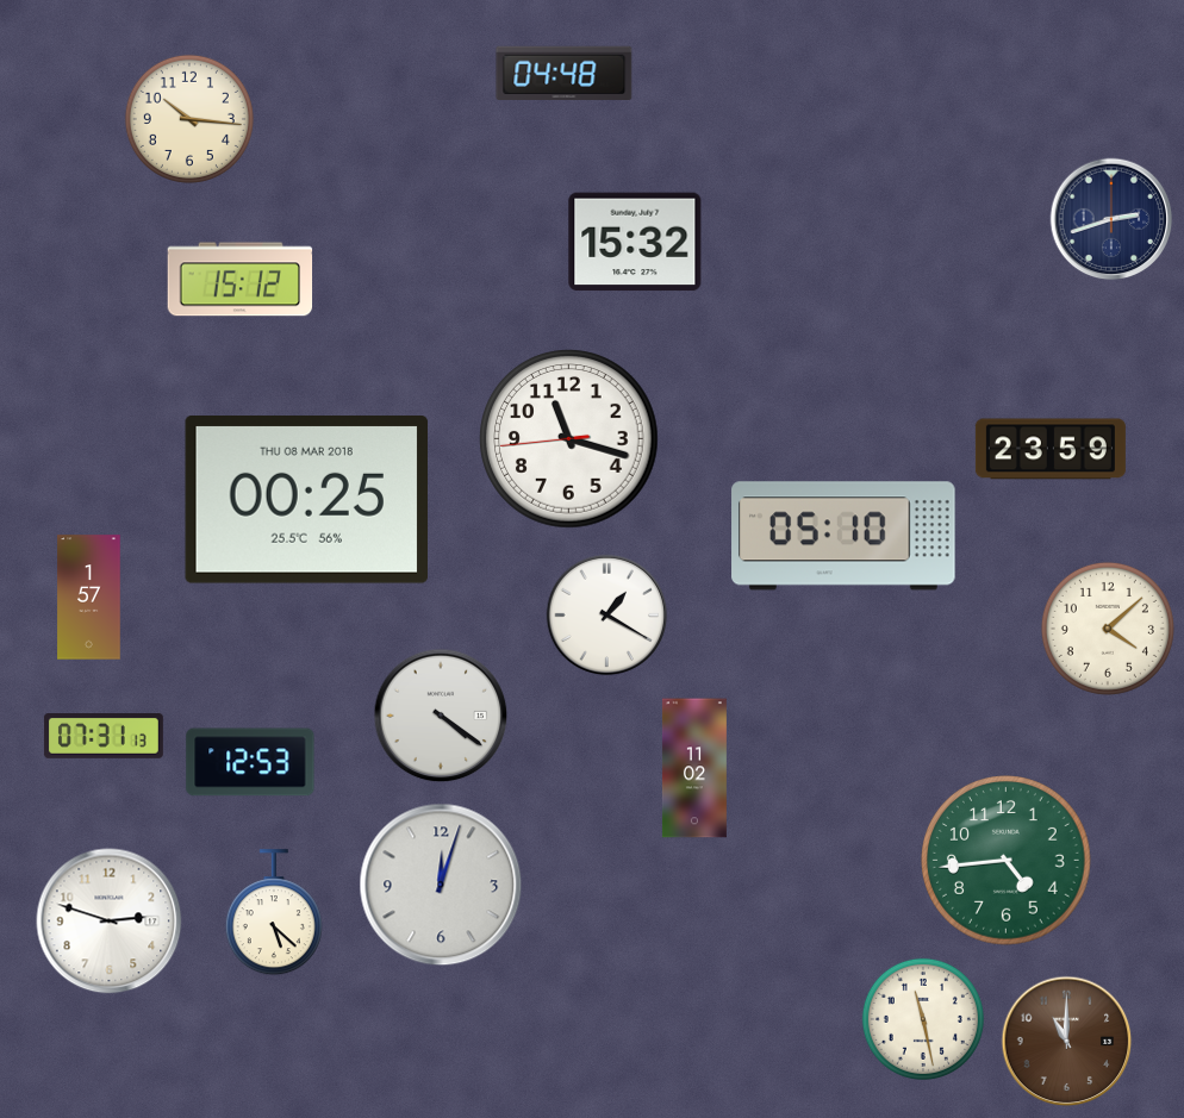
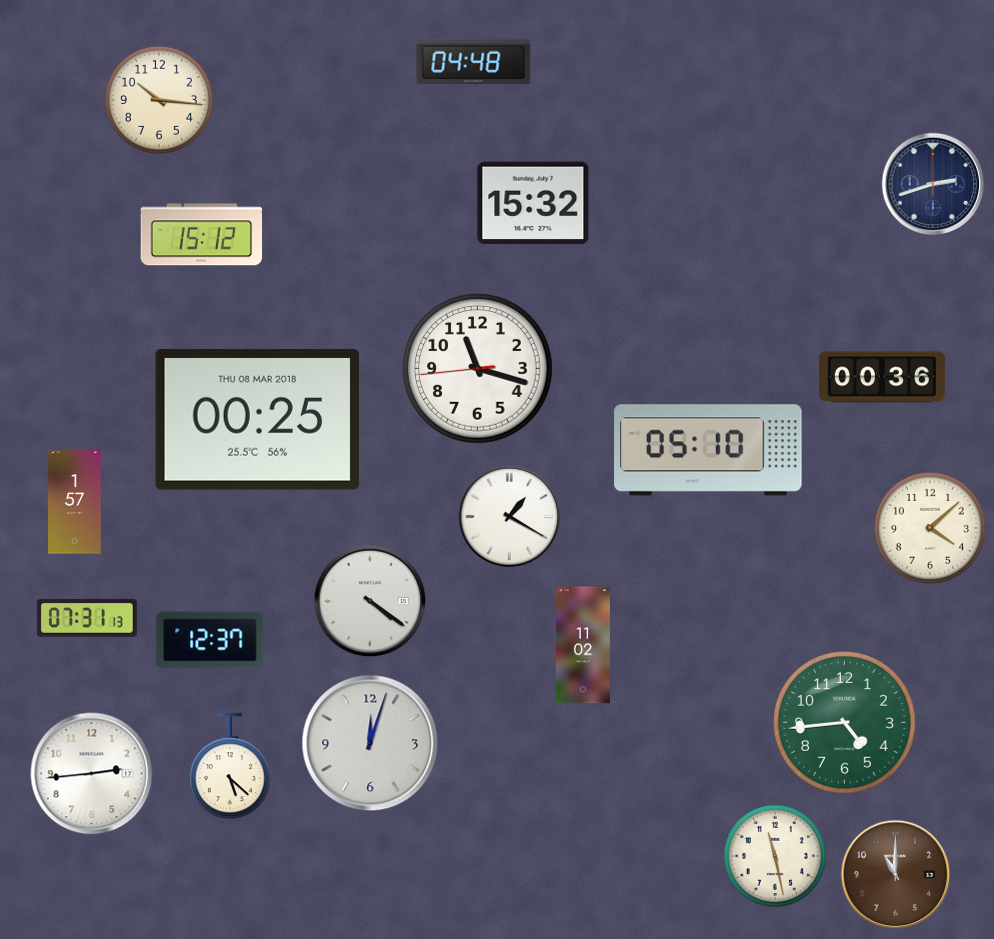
clock at (1051, 449): 23:59 -> 00:36
clock at (250, 762): 12:53 -> 12:37
clock at (110, 922): 2:48 -> 2:44
